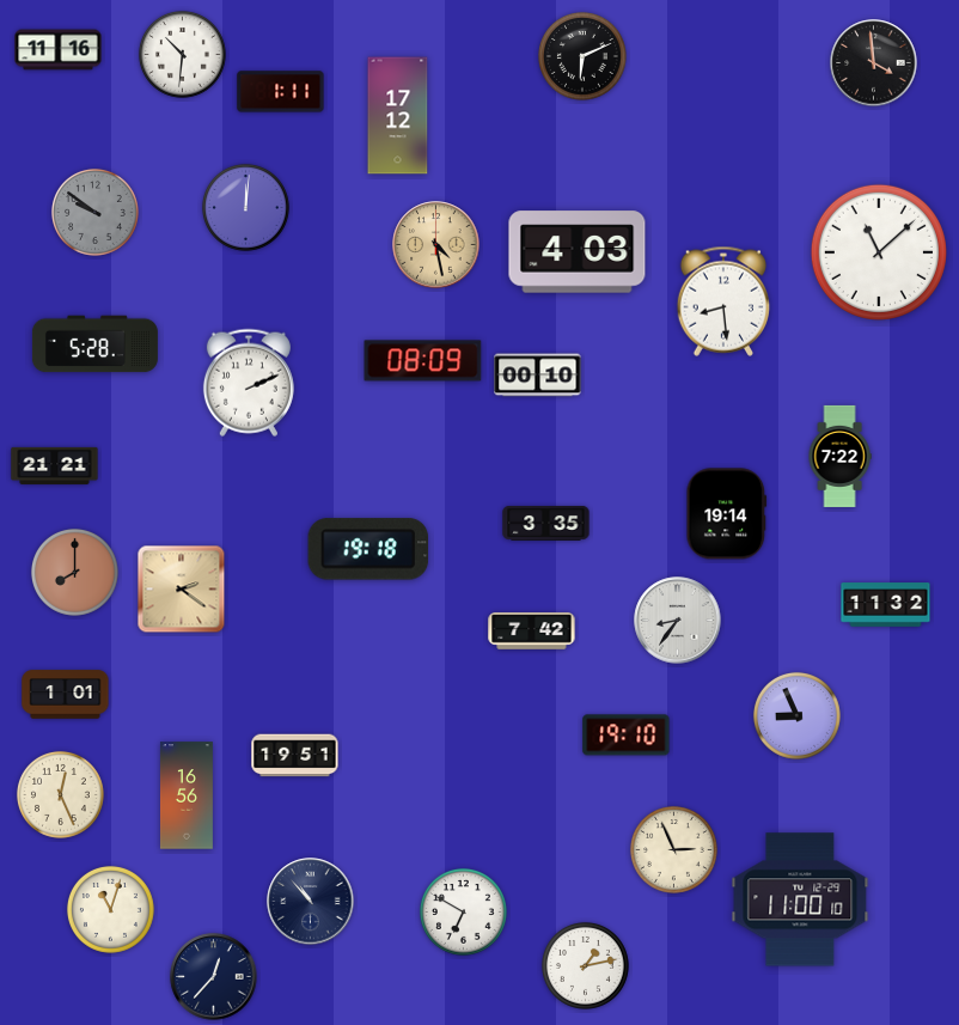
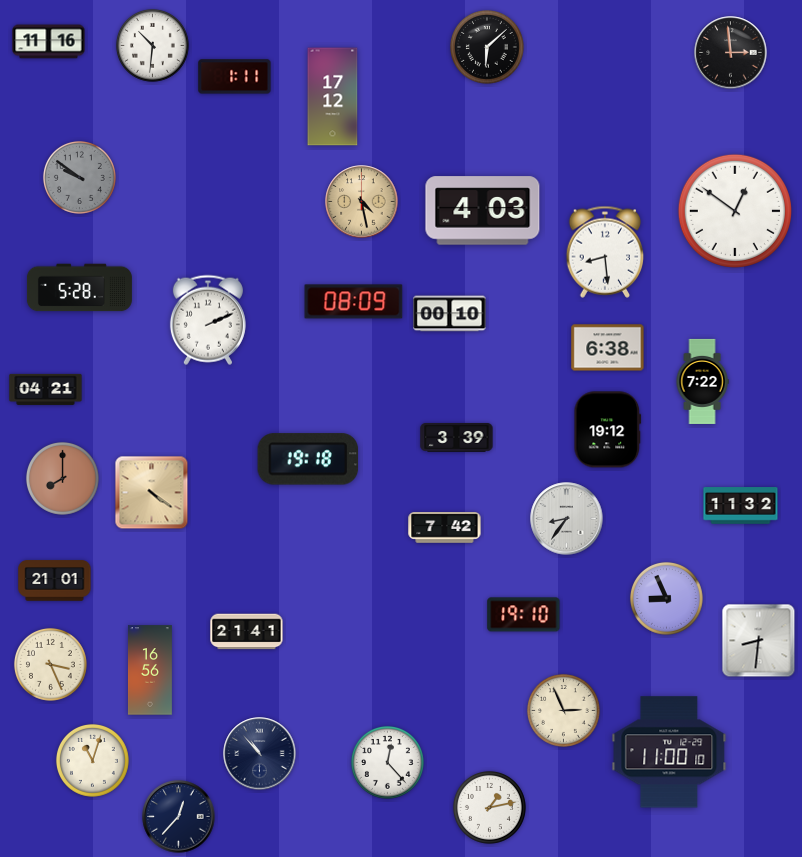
clock at (584, 57): 6:11 -> 6:08
clock at (874, 63): 3:59 -> 2:59
clock at (245, 207): 12:01 -> none
clock at (436, 245) position: (436, 245) -> (362, 202)
clock at (879, 252): 11:08 -> 12:51
clock at (608, 348): none -> 6:38
clock at (55, 465): 21:21 -> 04:21
clock at (727, 514): 19:14 -> 19:12
clock at (546, 524): 3:35 -> 3:39
clock at (182, 590): 2:21 -> 4:21
clock at (66, 695): 1:01 -> 21:01
clock at (295, 756): 19:51 -> 21:41
clock at (759, 641): none -> 8:31
clock at (60, 794): 12:26 -> 3:26
clock at (187, 795) position: (187, 795) -> (150, 670)
clock at (463, 911): 6:50 -> 12:23
